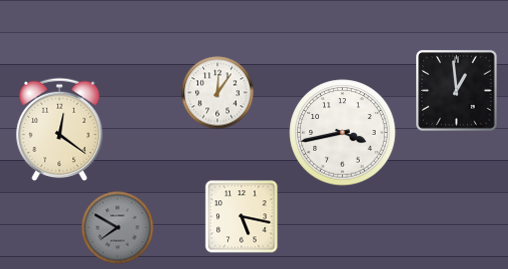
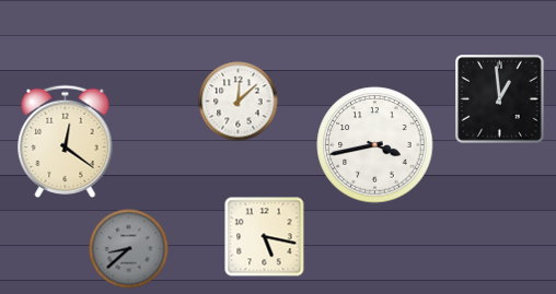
clock at (218, 93): 12:06 -> 12:08
clock at (118, 228): 7:50 -> 8:38
